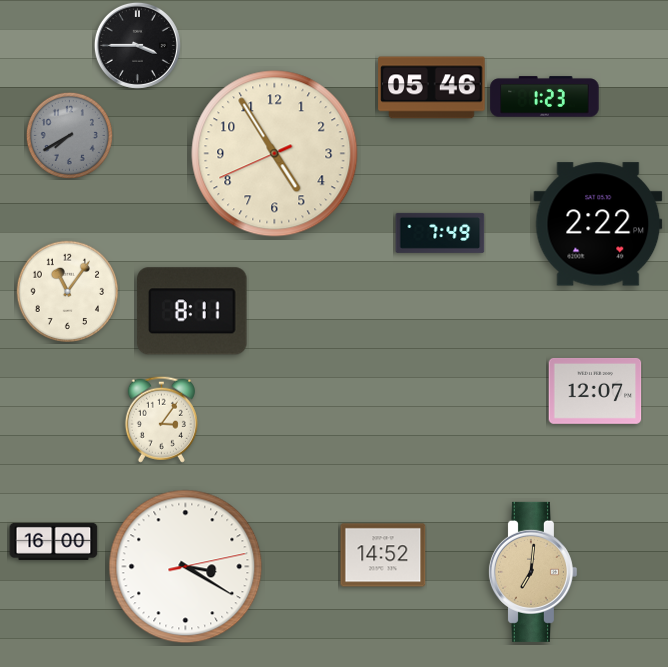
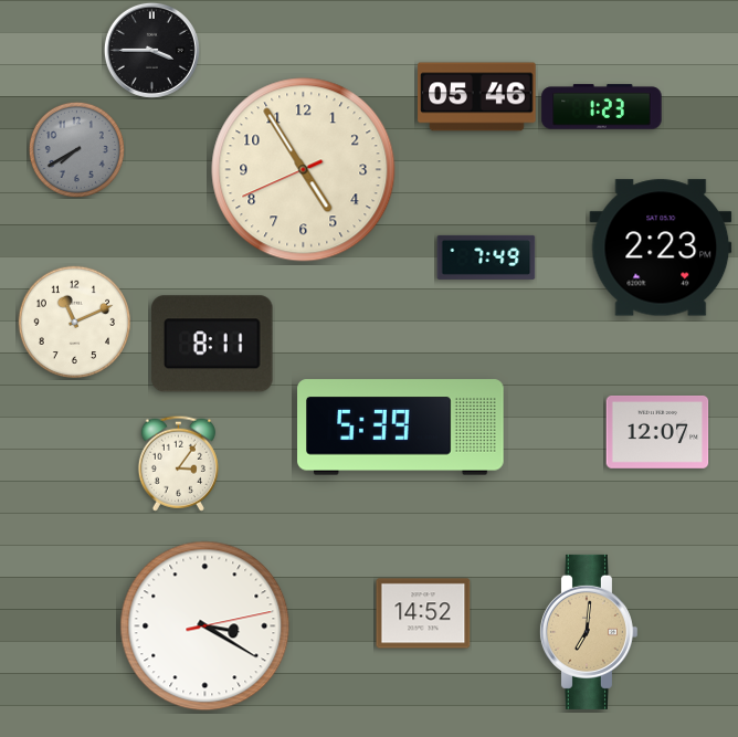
clock at (598, 224): 2:22 -> 2:23
clock at (67, 291): 11:06 -> 11:11
clock at (401, 428): none -> 5:39
clock at (54, 541): 16:00 -> none
